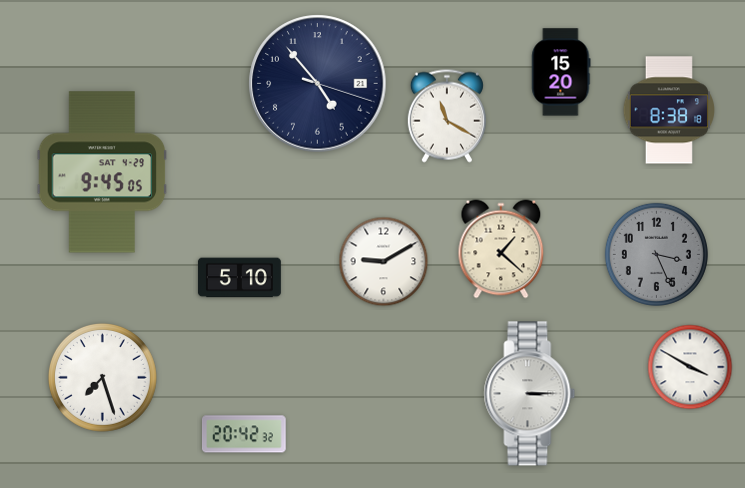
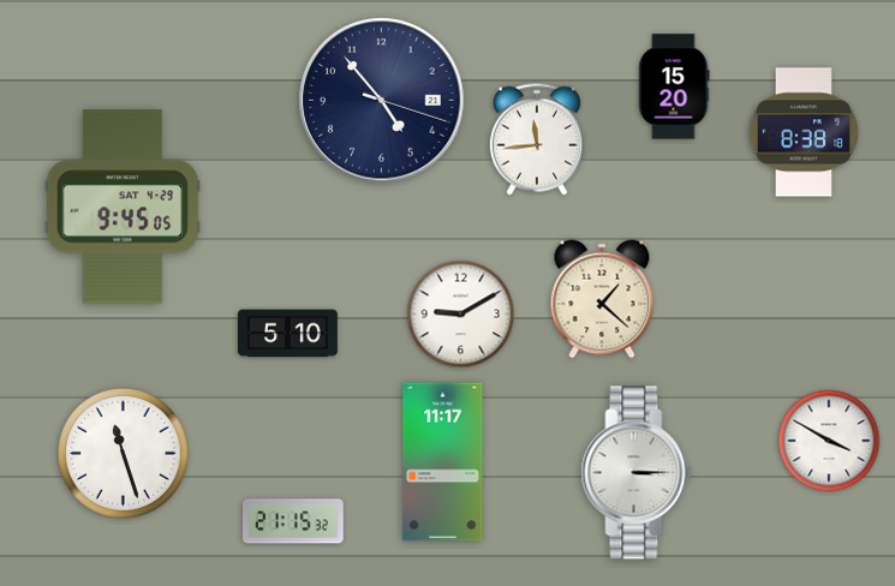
clock at (447, 116): 11:20 -> 11:44
clock at (656, 254): 3:26 -> none
clock at (102, 377): 7:27 -> 11:27
clock at (443, 462): none -> 11:17
clock at (244, 434): 20:42 -> 21:15
